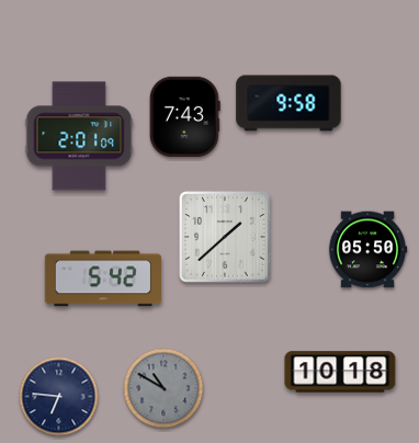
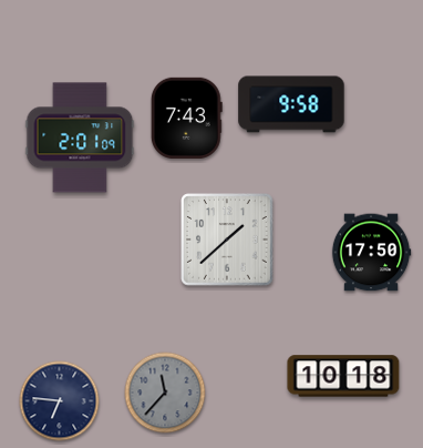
clock at (367, 250): 05:50 -> 17:50
clock at (102, 279): 5:42 -> none
clock at (163, 388): 10:50 -> 11:37
